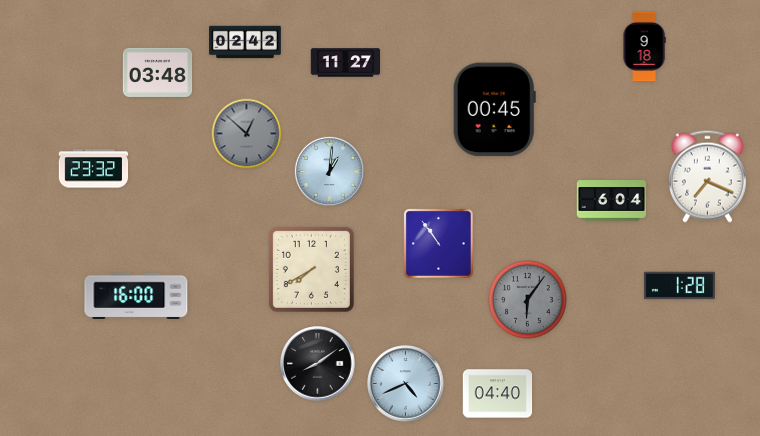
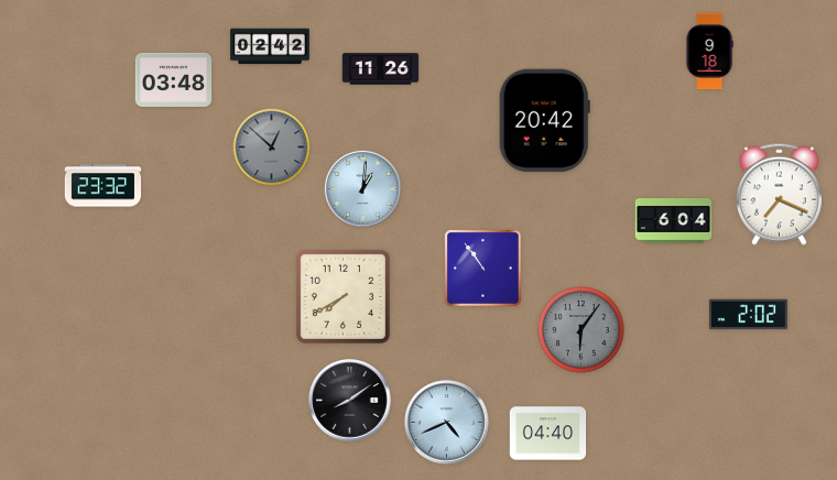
clock at (346, 63): 11:27 -> 11:26
clock at (494, 110): 00:45 -> 20:42
clock at (679, 286): 1:28 -> 2:02
clock at (136, 295): 16:00 -> none
